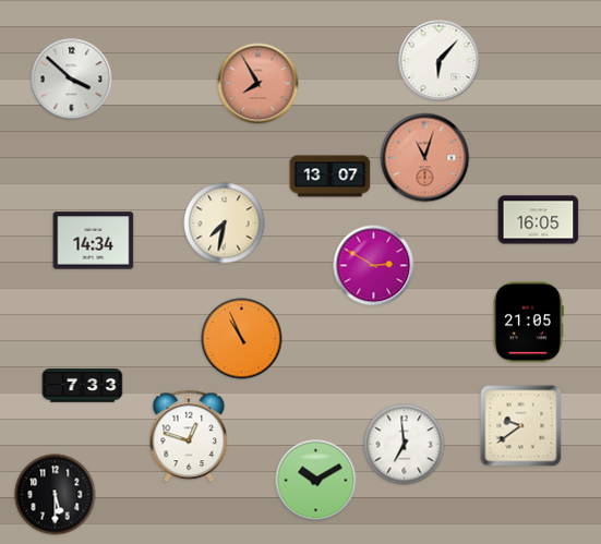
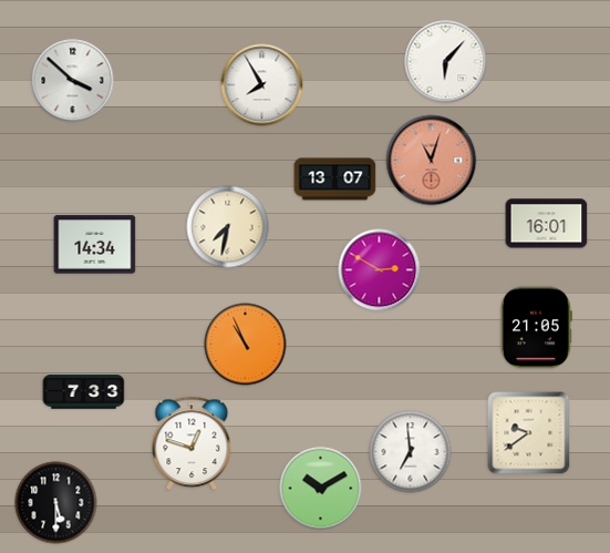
clock at (259, 84) dial: salmon -> white
clock at (539, 220): 16:05 -> 16:01
